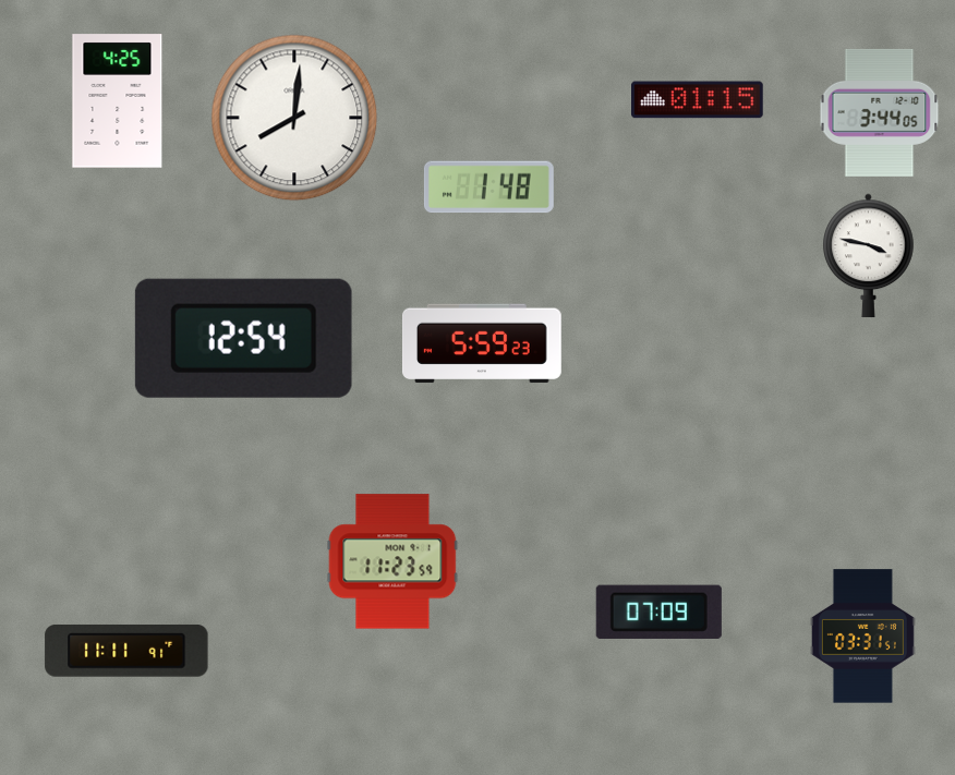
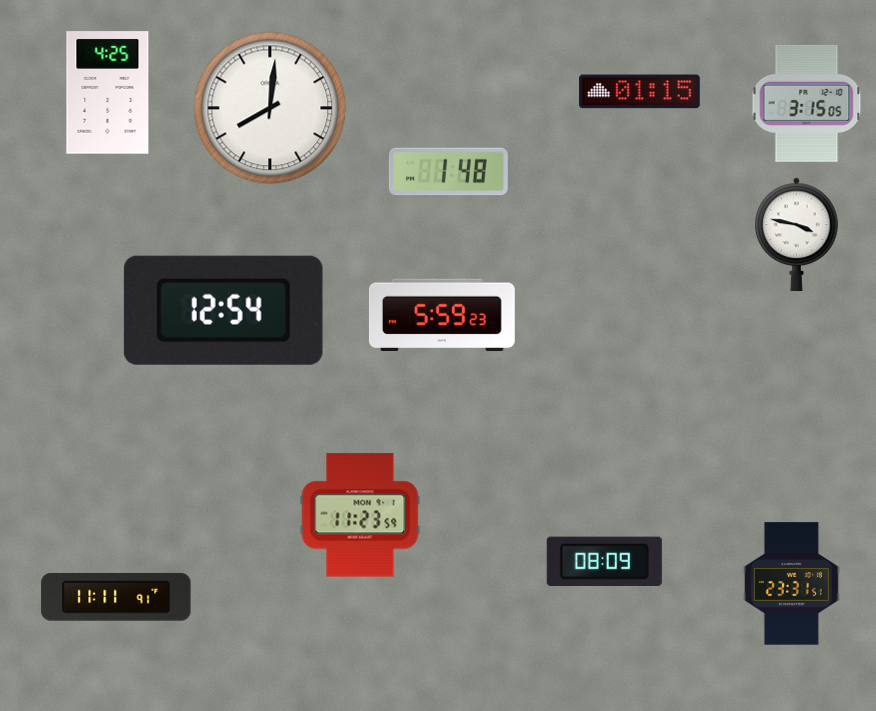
clock at (880, 112): 3:44 -> 3:15
clock at (658, 611): 07:09 -> 08:09
clock at (862, 637): 03:31 -> 23:31
